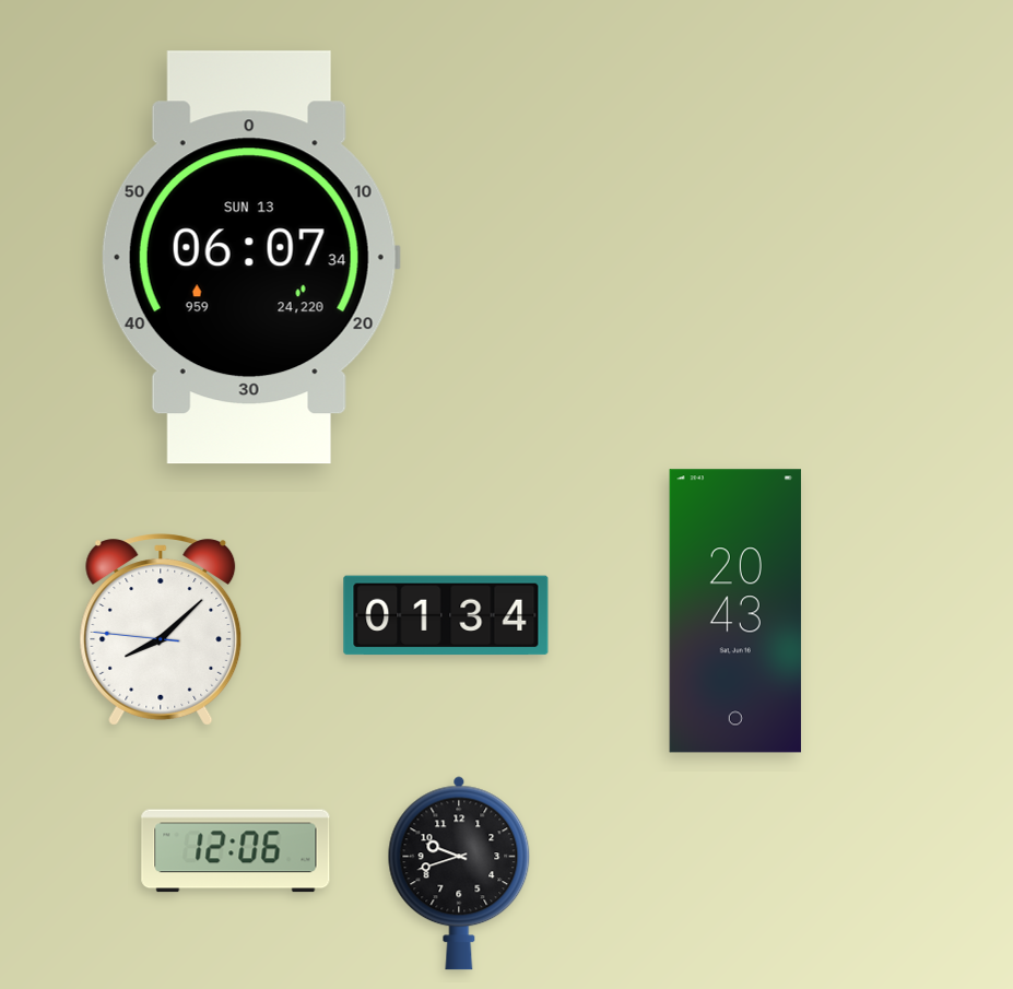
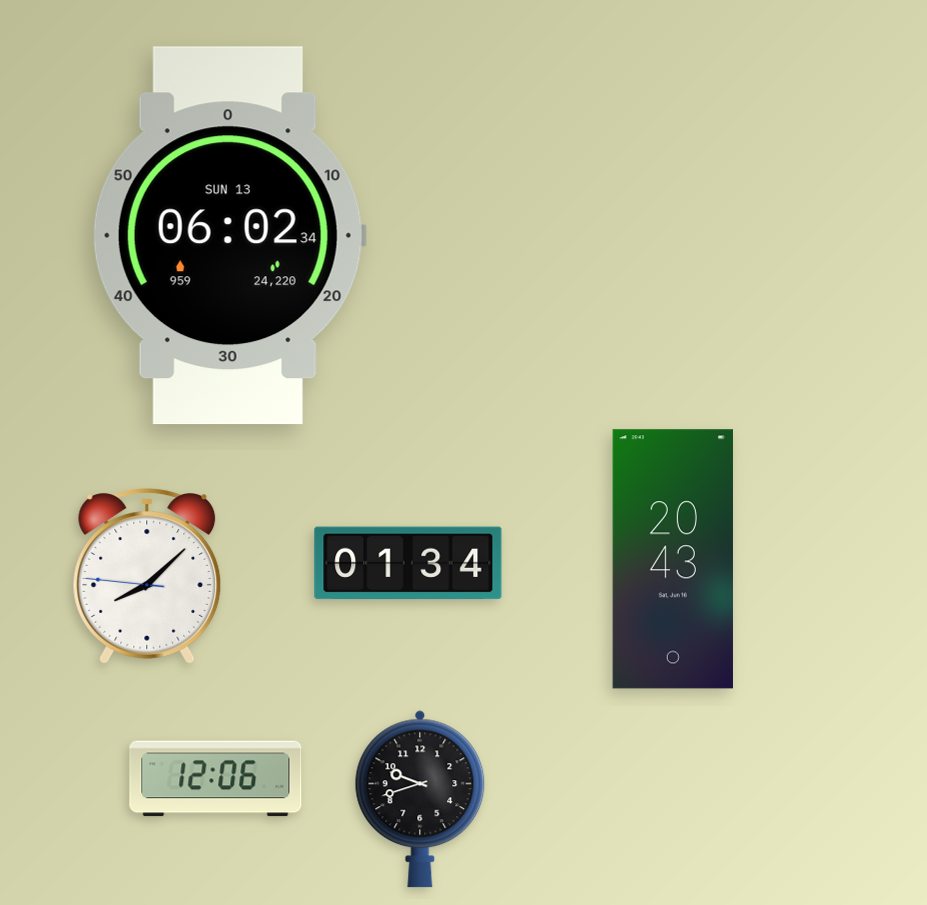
clock at (250, 258): 06:07 -> 06:02
